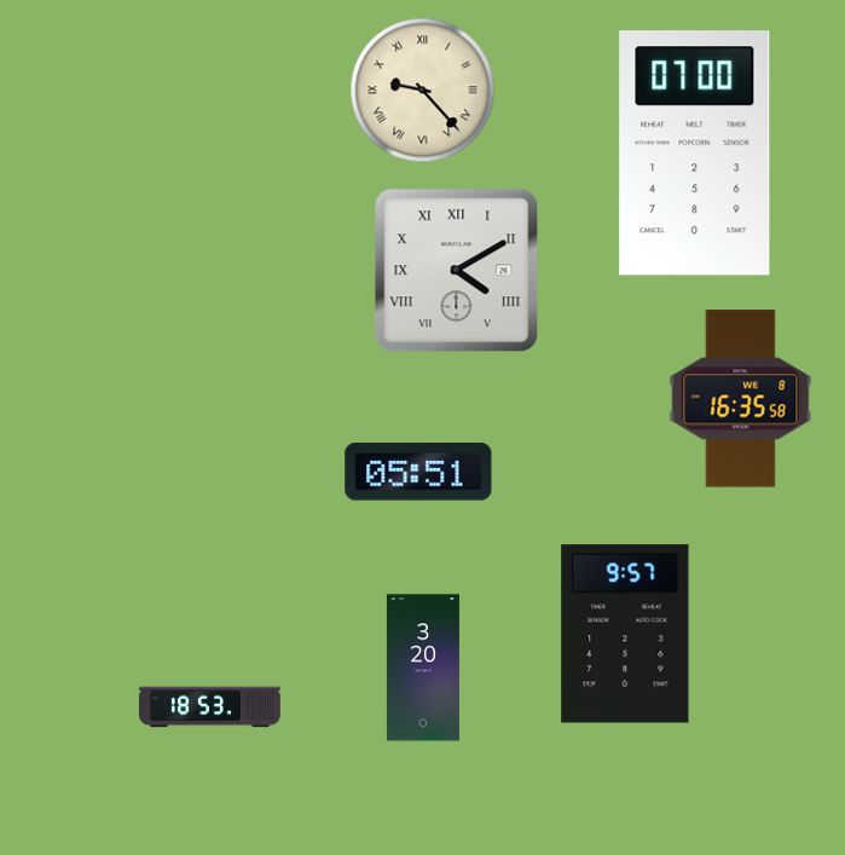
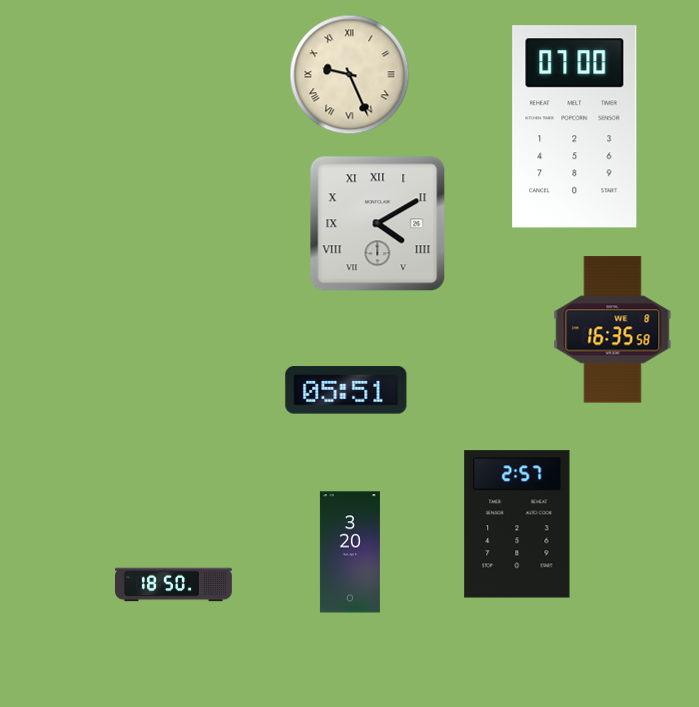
clock at (423, 91): 9:23 -> 9:26
clock at (625, 634): 9:57 -> 2:57
clock at (210, 707): 18:53 -> 18:50
